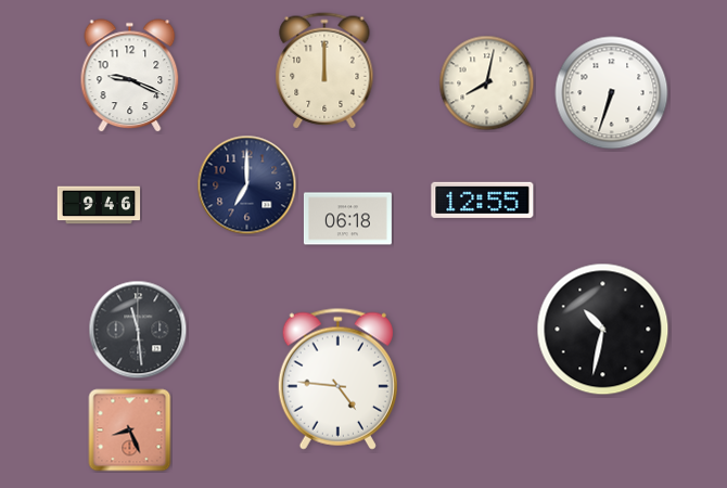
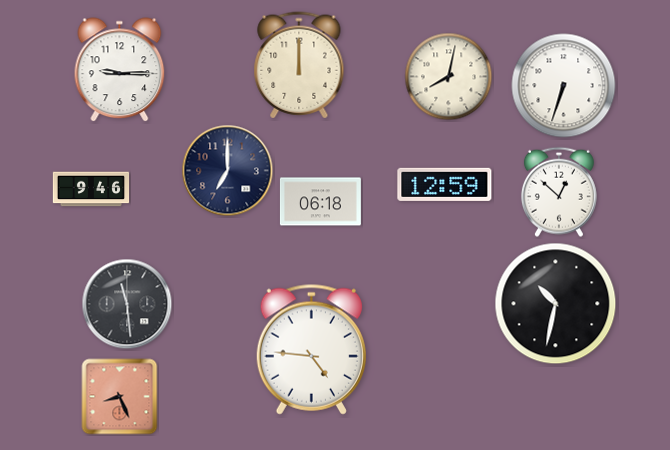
clock at (130, 76): 9:19 -> 9:15
clock at (483, 200): 12:55 -> 12:59
clock at (559, 192): none -> 12:52
